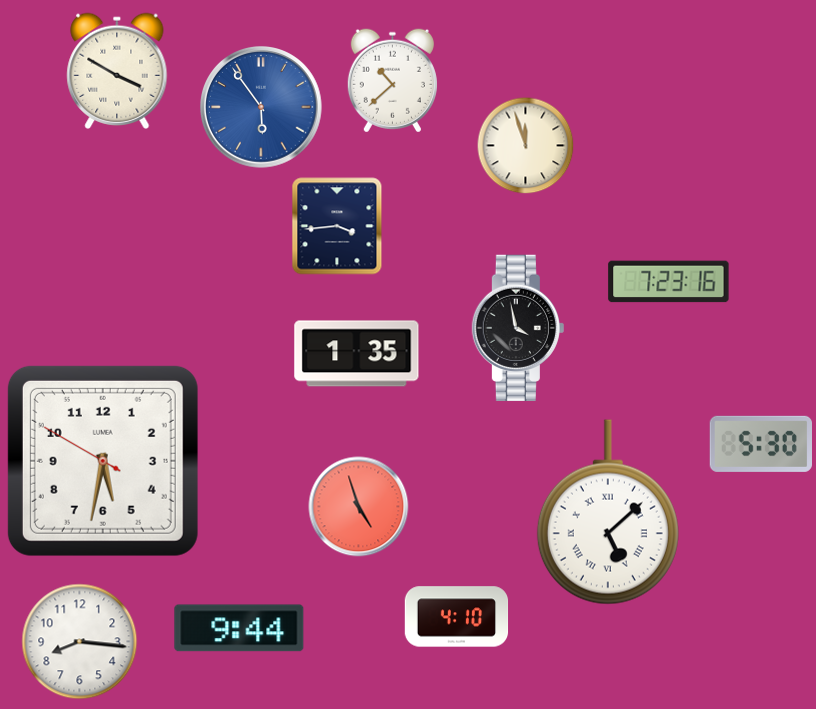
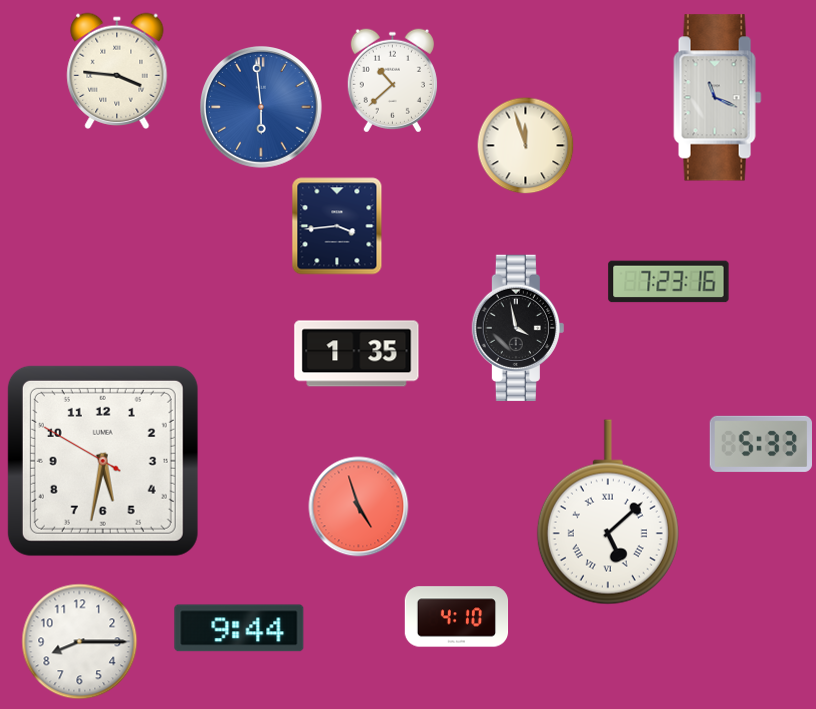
clock at (117, 71): 3:50 -> 3:46
clock at (718, 98): none -> 11:19
clock at (261, 107): 5:54 -> 5:59
clock at (760, 444): 5:30 -> 5:33
clock at (80, 642): 8:16 -> 8:15
